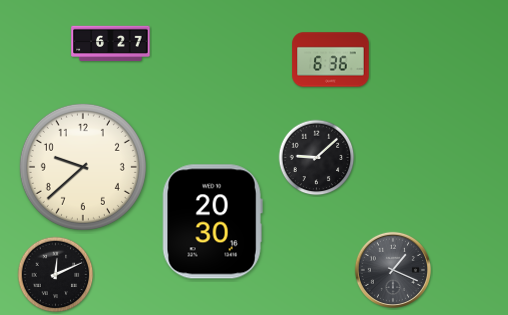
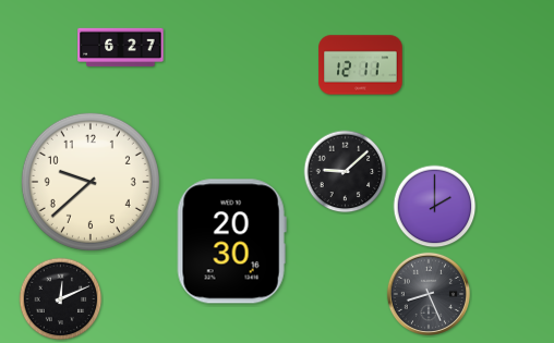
clock at (331, 60): 6:36 -> 12:11
clock at (435, 207): none -> 2:00
clock at (393, 270): 1:19 -> 8:26
